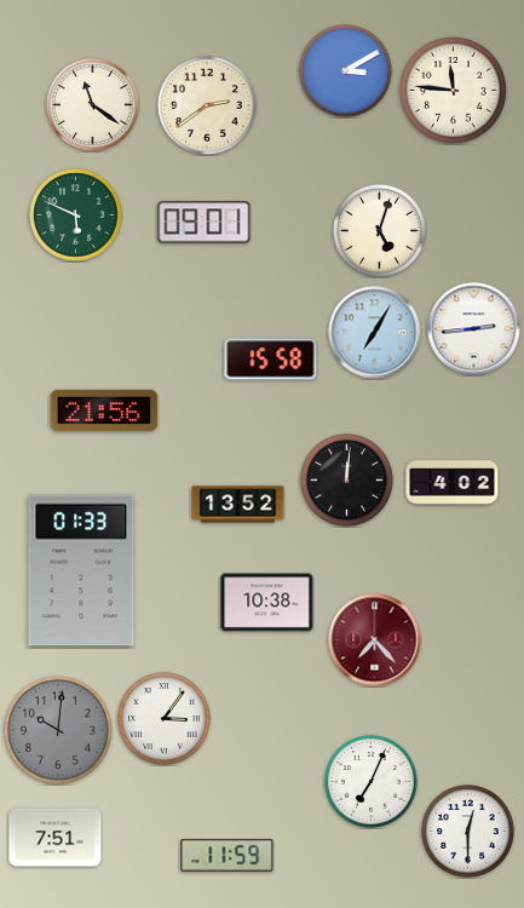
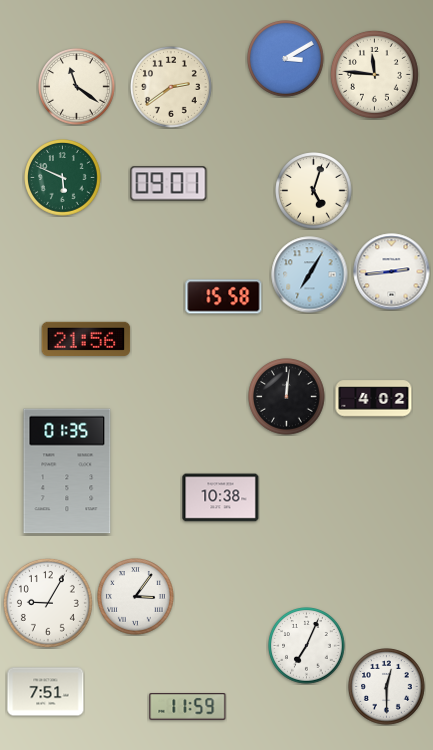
clock at (238, 505): 13:52 -> none
clock at (81, 570): 01:33 -> 01:35
clock at (375, 640): 7:23 -> none
clock at (165, 719) position: (165, 719) -> (136, 597)
clock at (58, 730): 10:01 -> 9:05
clock at (58, 730) dial: grey -> white
